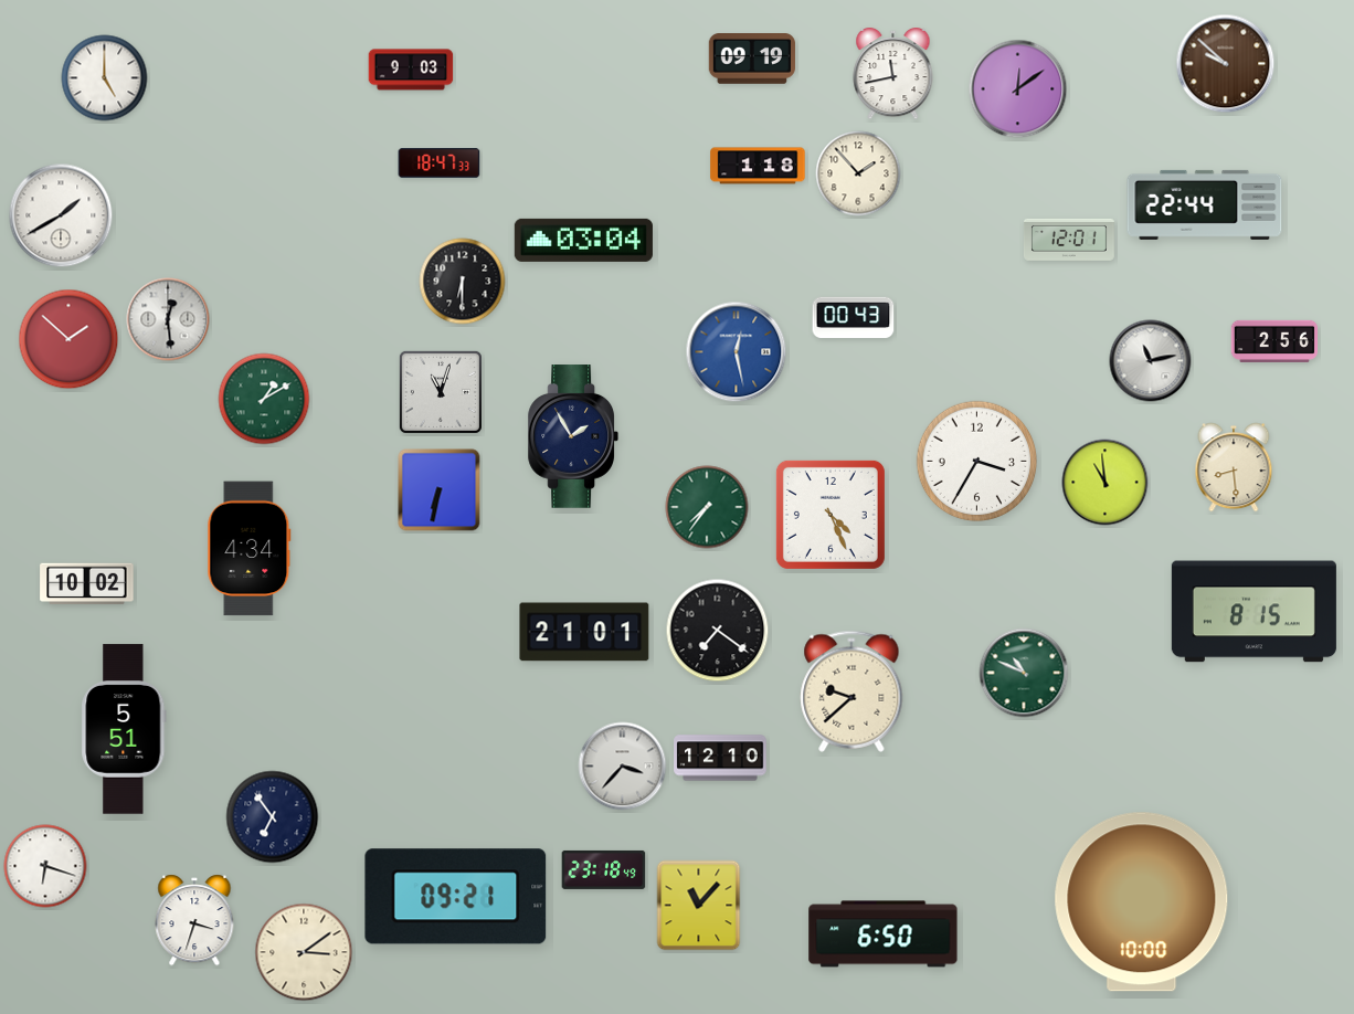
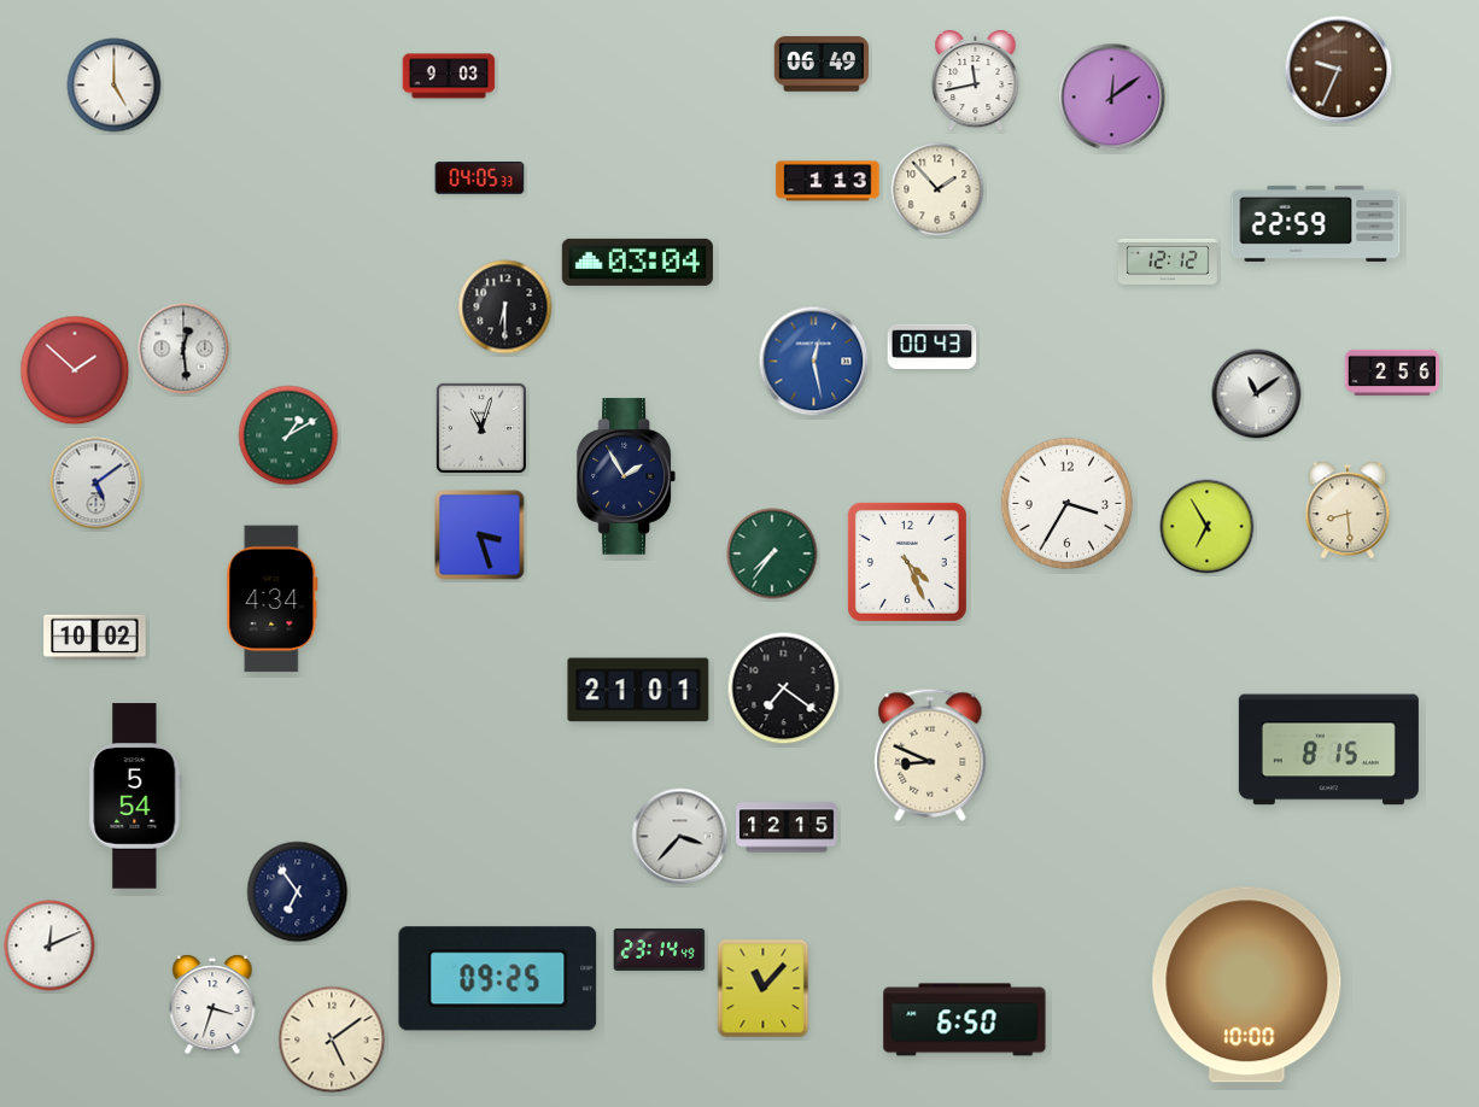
clock at (751, 60): 09:19 -> 06:49
clock at (1226, 64): 9:52 -> 9:34
clock at (440, 163): 18:47 -> 04:05
clock at (758, 166): 1:18 -> 1:13
clock at (1205, 204): 22:44 -> 22:59
clock at (61, 215): 1:40 -> none
clock at (1069, 240): 12:01 -> 12:12
clock at (737, 352) position: (737, 352) -> (814, 362)
clock at (1151, 361): 11:13 -> 11:09
clock at (97, 484): none -> 5:09
clock at (1106, 483): 10:59 -> 6:55
clock at (440, 490): 6:32 -> 3:27
clock at (1253, 612) position: (1253, 612) -> (1328, 750)
clock at (1024, 673): 10:49 -> none
clock at (851, 691): 9:38 -> 8:49
clock at (124, 729): 5:51 -> 5:54
clock at (720, 758): 12:10 -> 12:15
clock at (45, 866): 6:18 -> 12:11
clock at (604, 869): 23:18 -> 23:14
clock at (456, 897): 09:21 -> 09:25
clock at (304, 952): 3:09 -> 5:09
